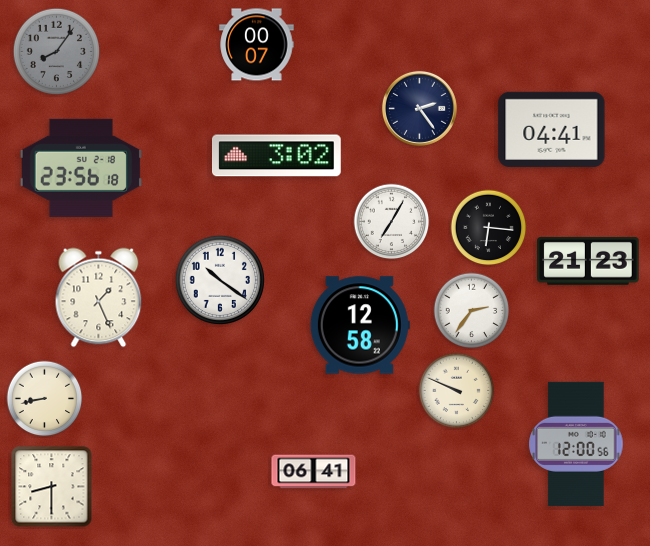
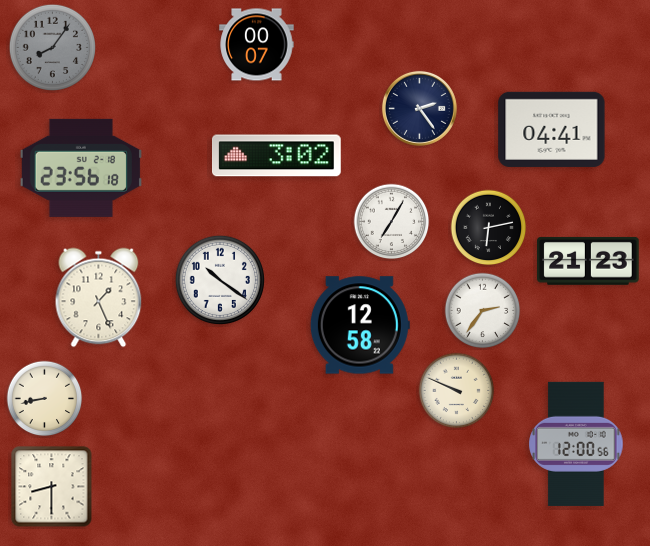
clock at (56, 51) position: (56, 51) -> (52, 47)
clock at (489, 228): 6:16 -> 6:13
clock at (472, 311) position: (472, 311) -> (483, 311)
clock at (314, 472): 06:41 -> none
